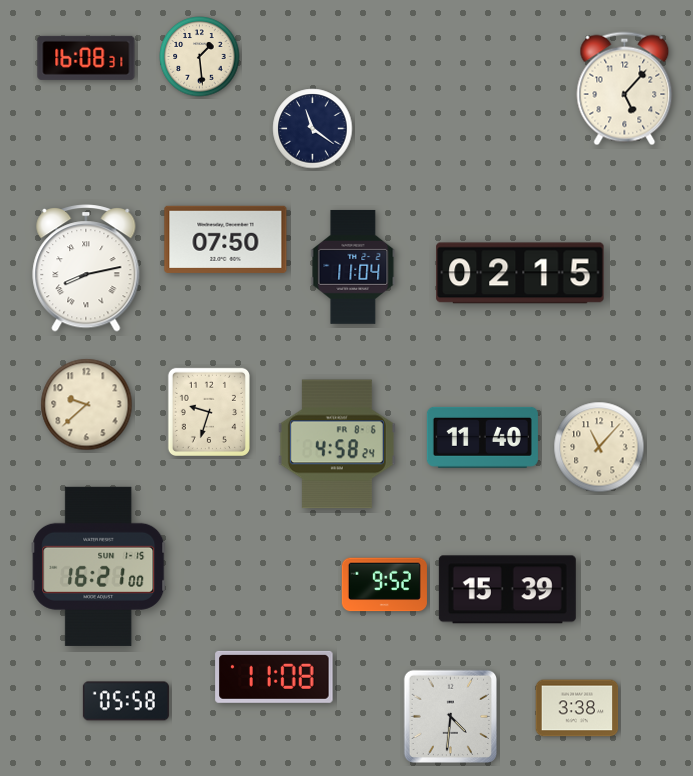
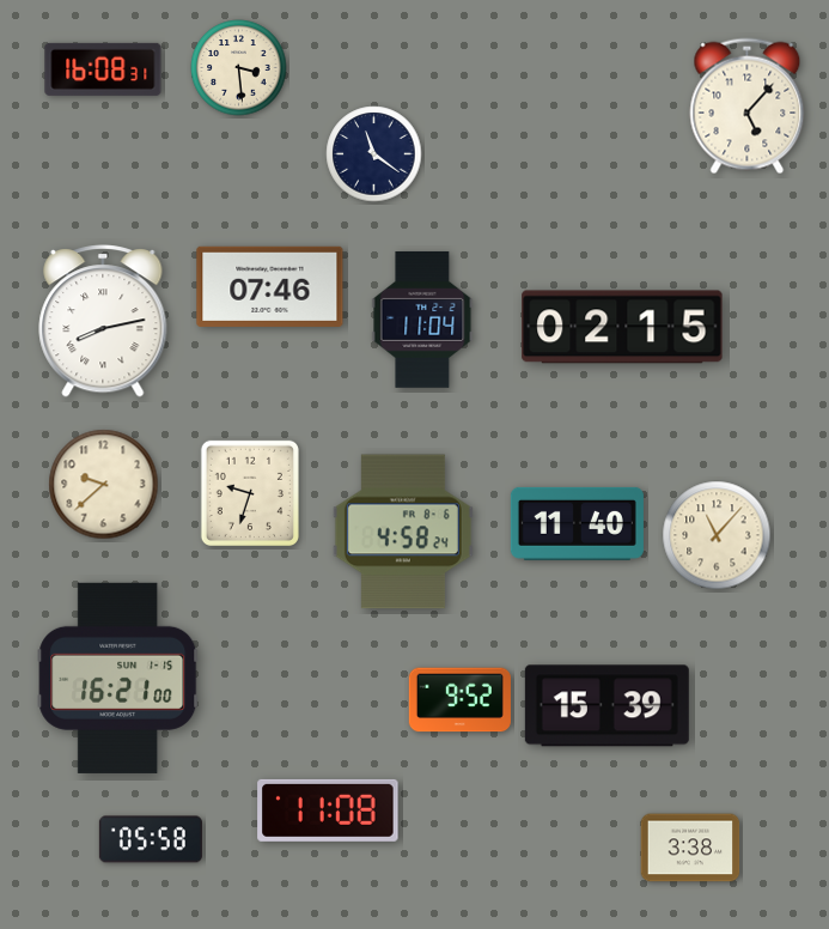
clock at (200, 57): 1:29 -> 3:29
clock at (226, 239): 07:50 -> 07:46
clock at (450, 716): 4:31 -> none
